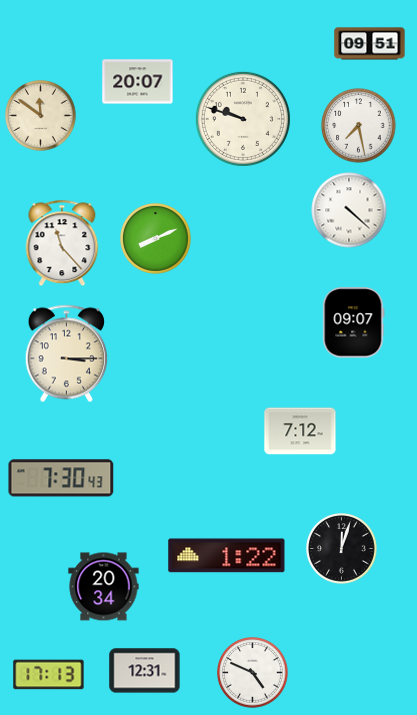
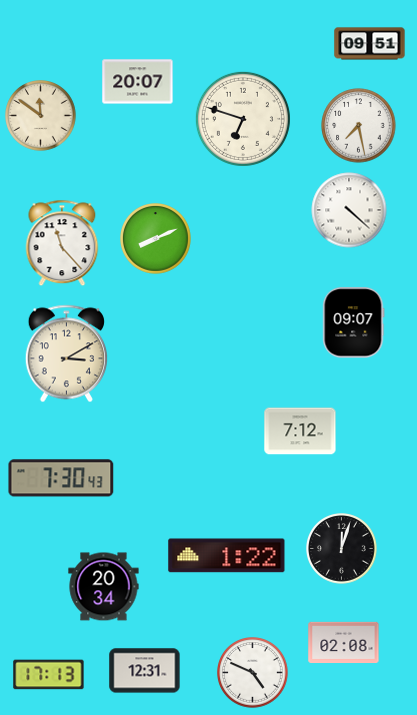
clock at (243, 119): 9:48 -> 6:48
clock at (66, 354): 3:15 -> 3:10
clock at (344, 643): none -> 02:08
